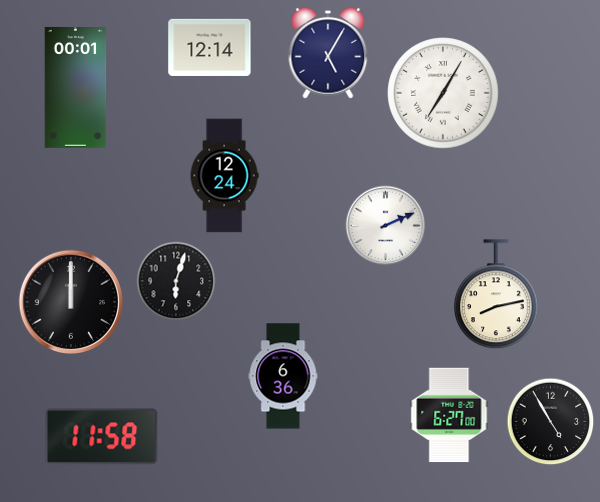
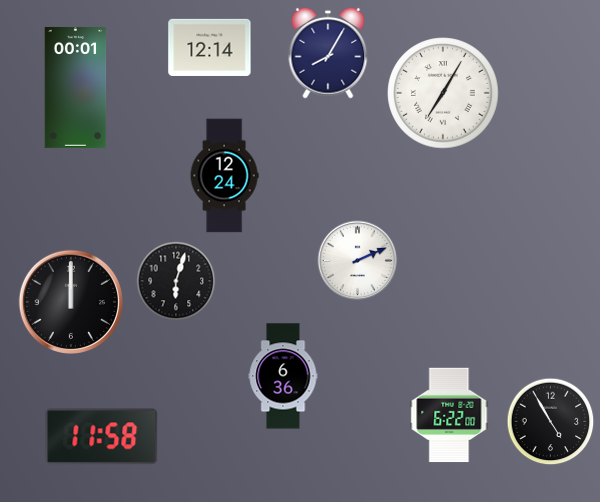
clock at (328, 53): 5:05 -> 8:05
clock at (386, 226) position: (386, 226) -> (358, 261)
clock at (497, 295): 8:13 -> none
clock at (449, 415): 6:27 -> 6:22
